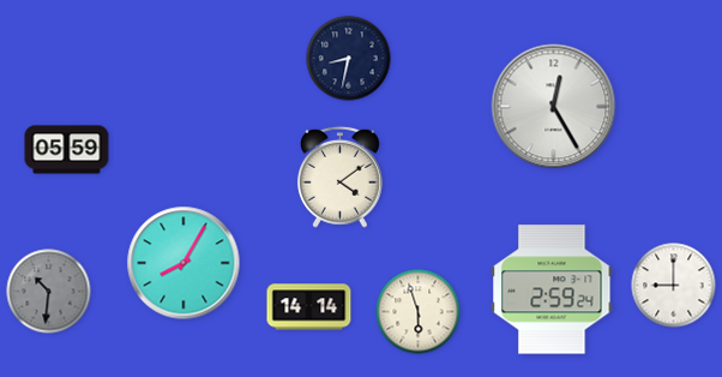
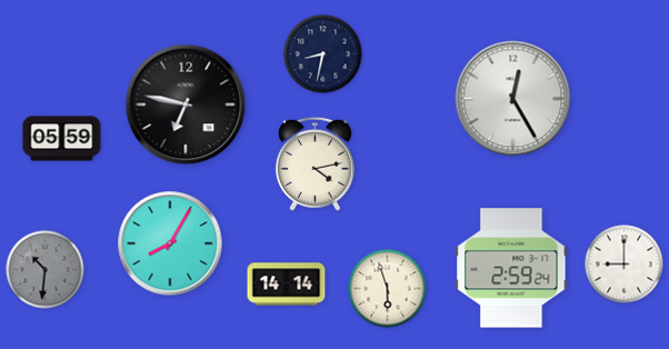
clock at (186, 104): none -> 6:47
clock at (339, 176): 4:09 -> 4:13
